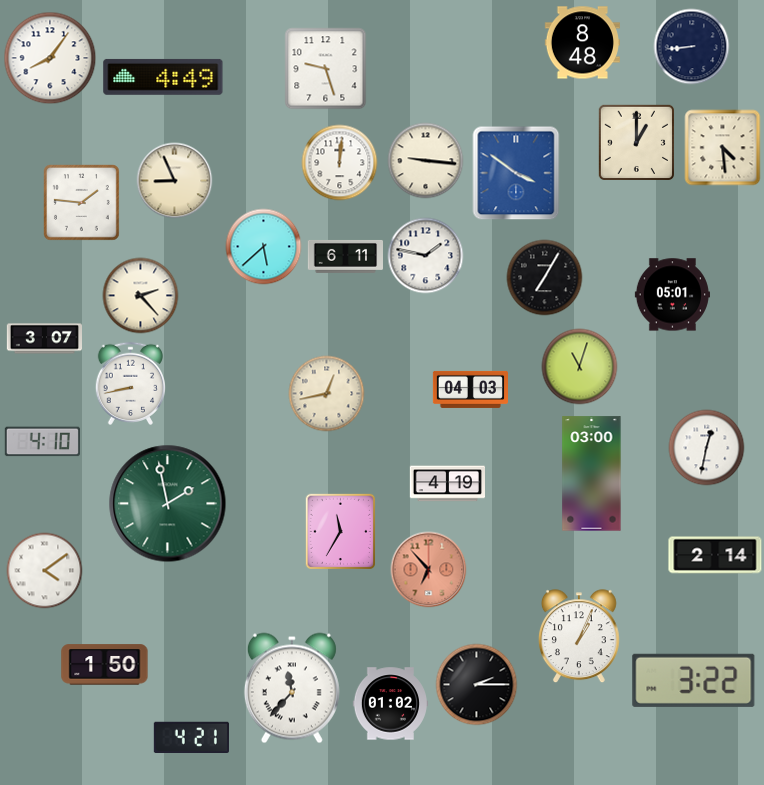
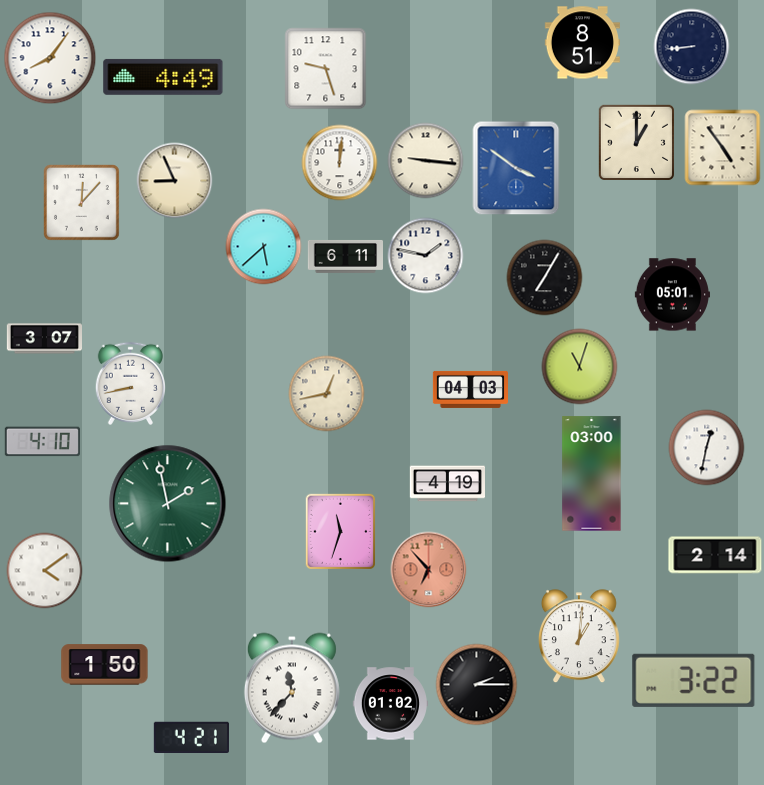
clock at (582, 43): 8:48 -> 8:51
clock at (723, 148): 4:29 -> 4:54
clock at (516, 173) position: (516, 173) -> (516, 168)
clock at (82, 203): 1:46 -> 12:07
clock at (141, 296): 2:23 -> none
clock at (340, 531): 11:35 -> 11:33
clock at (579, 637): 1:04 -> 1:01
